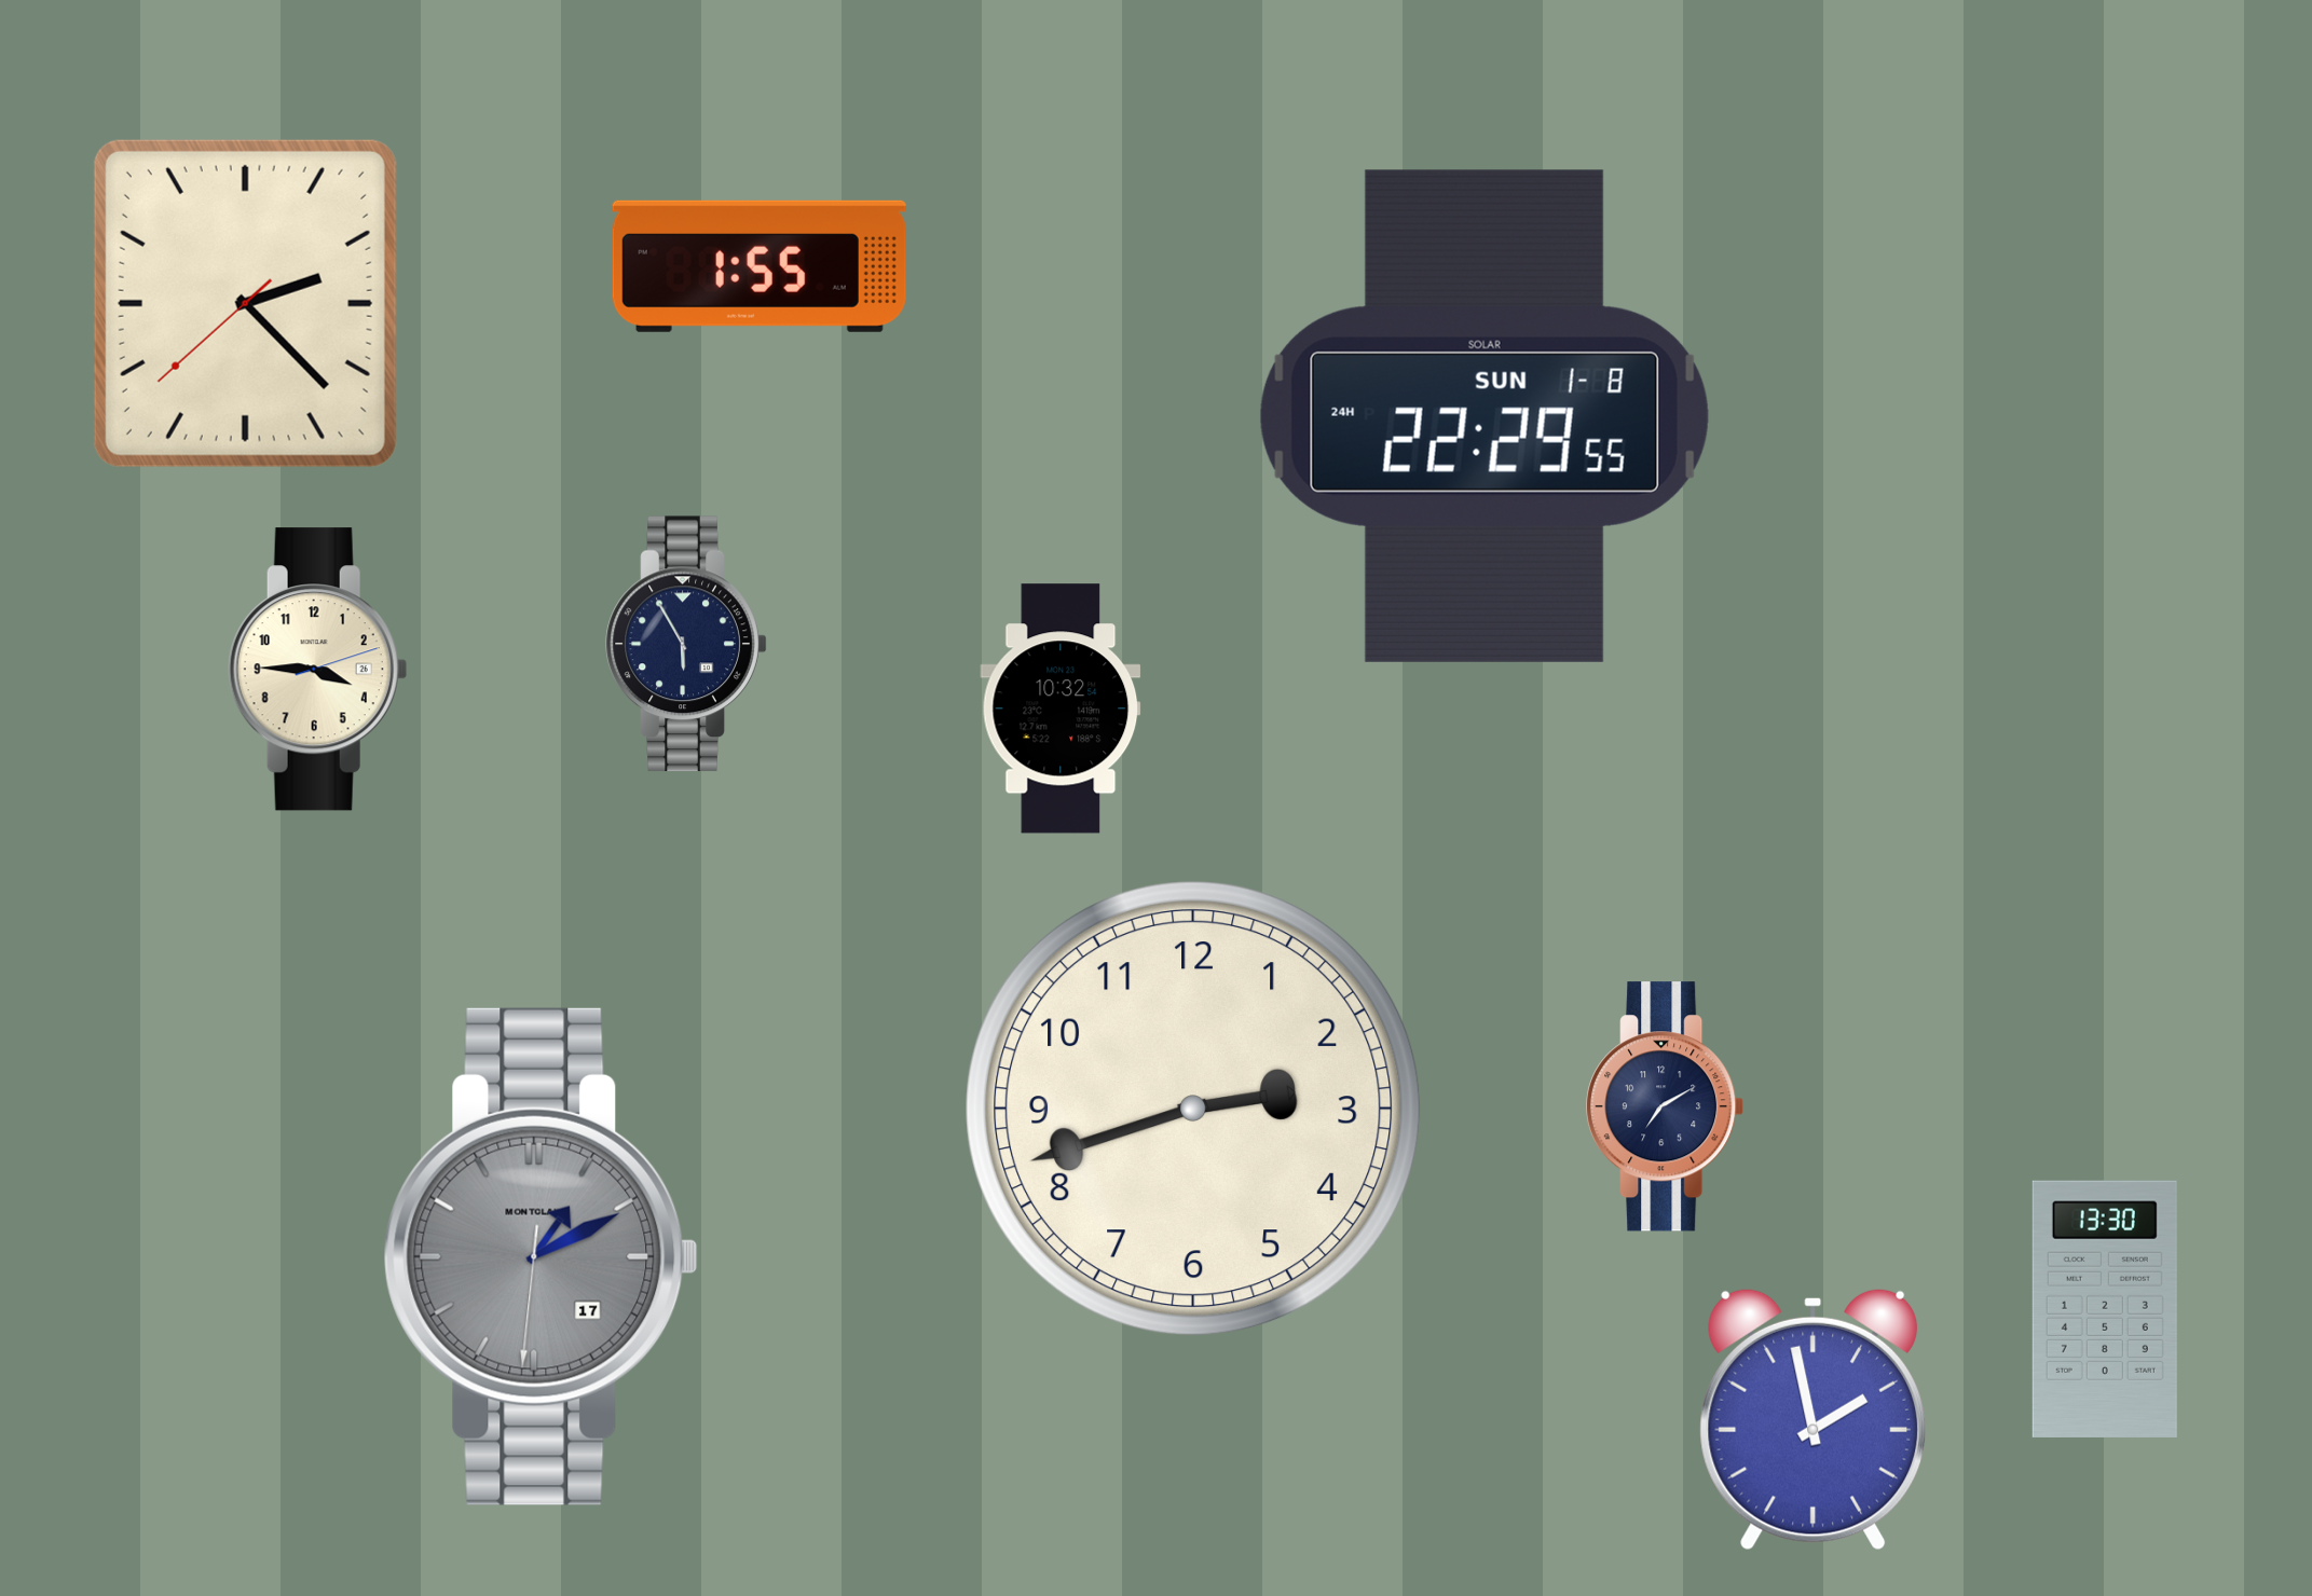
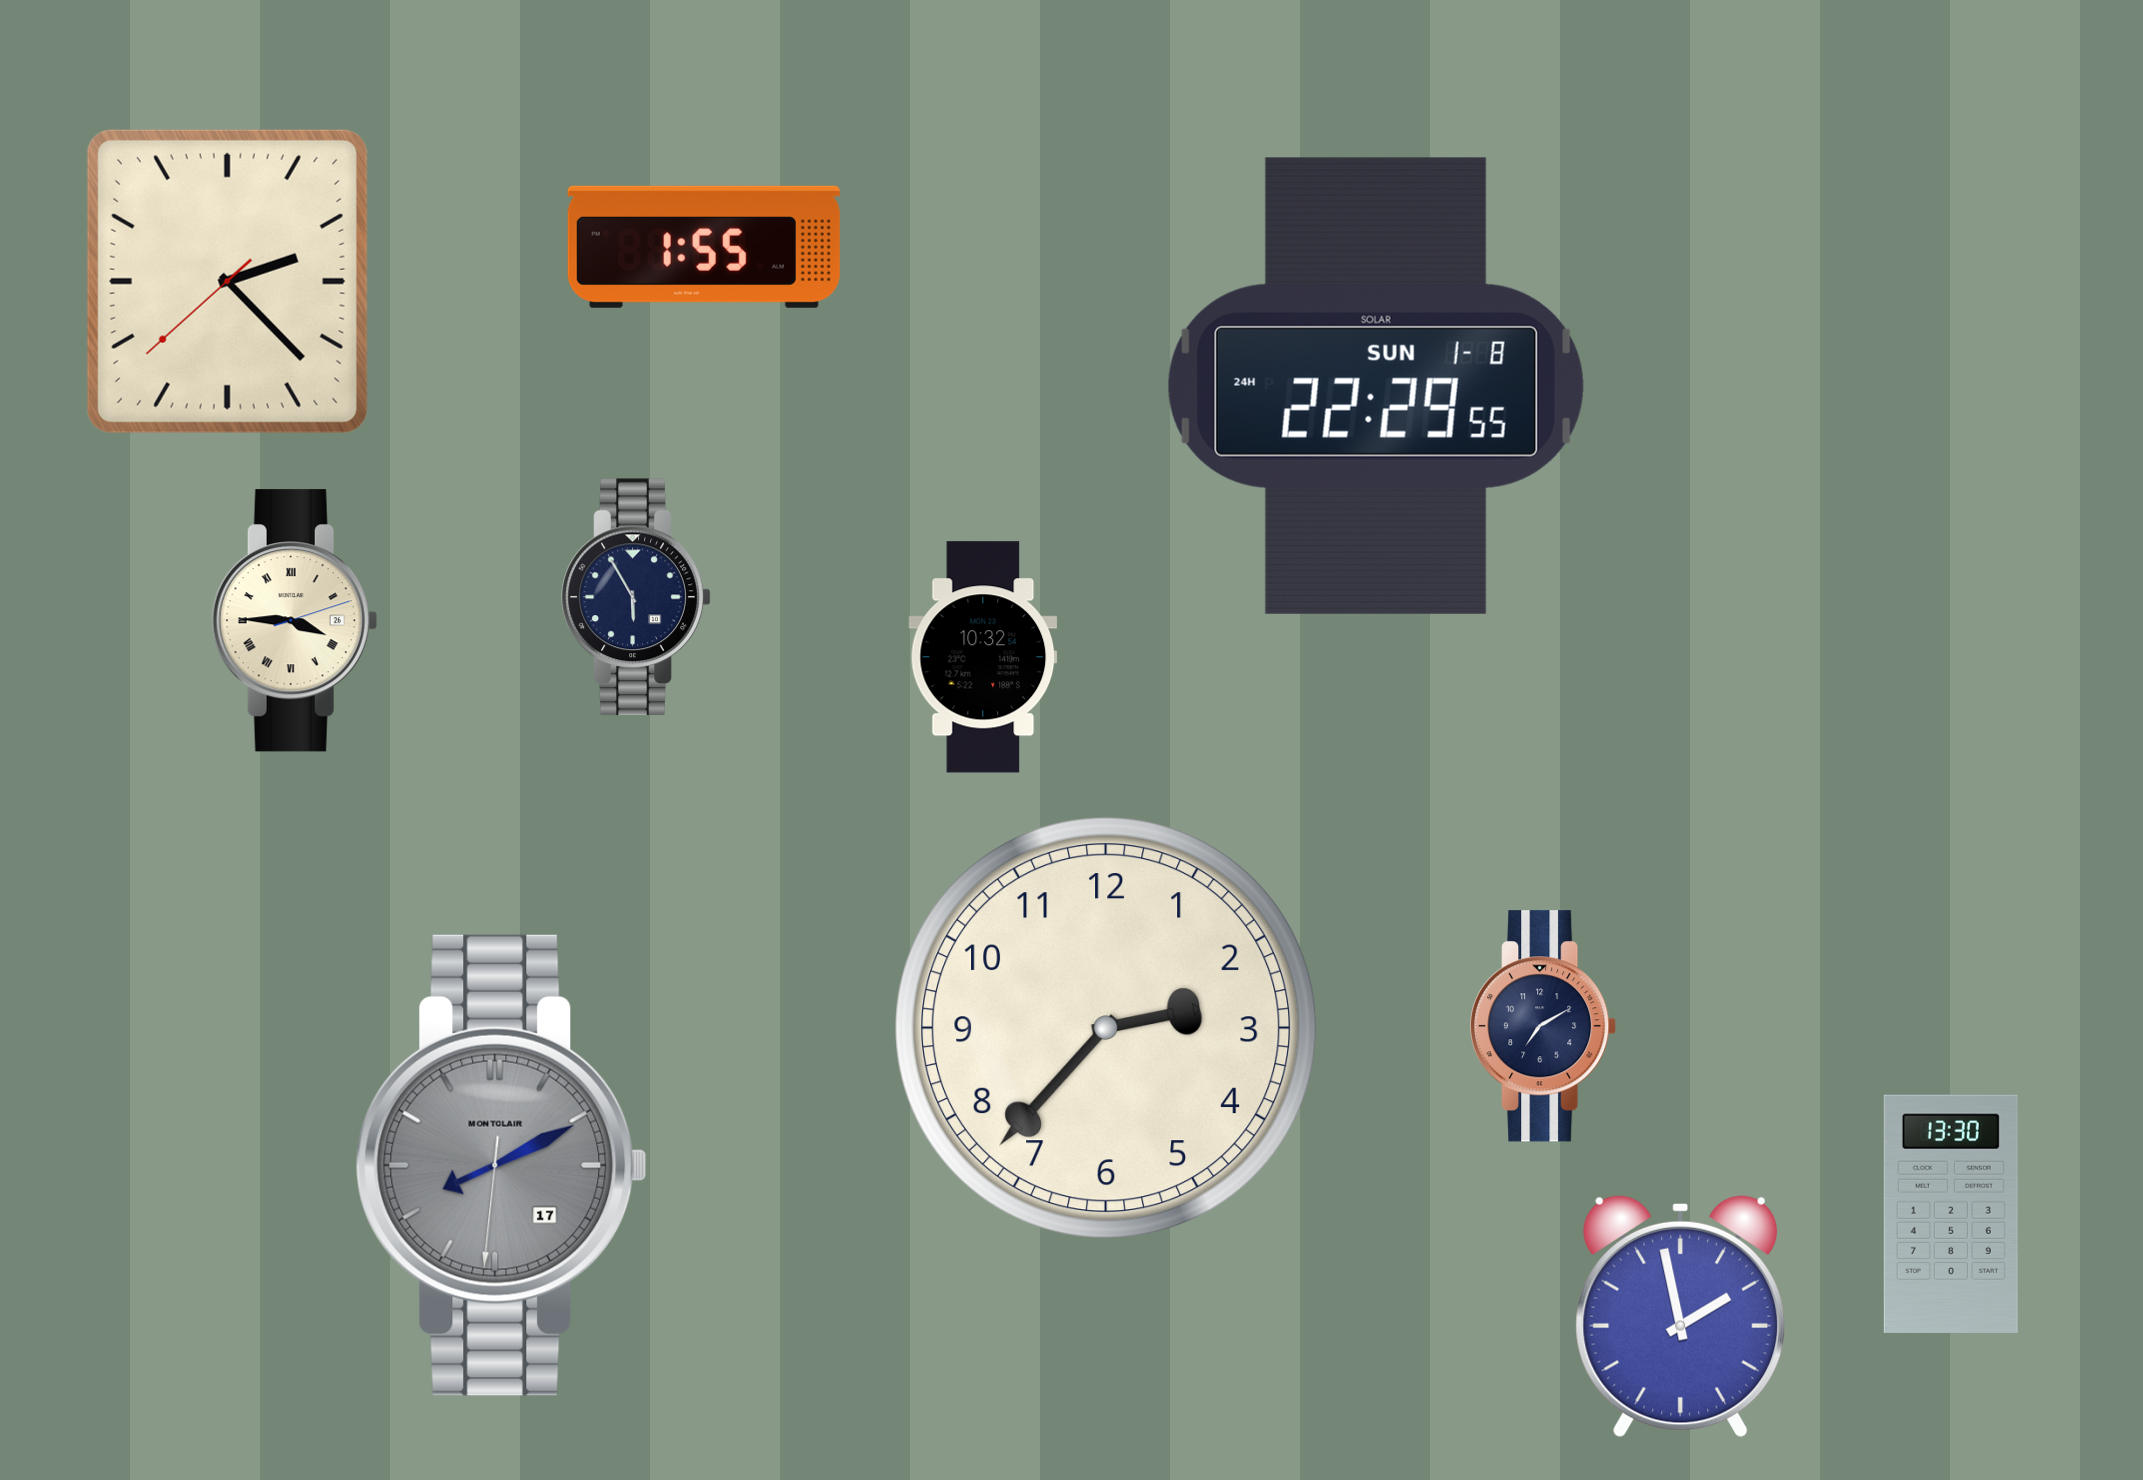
clock at (317, 670) numerals: Arabic -> Roman
clock at (1193, 1109): 2:42 -> 2:37
clock at (541, 1256): 1:10 -> 8:10
